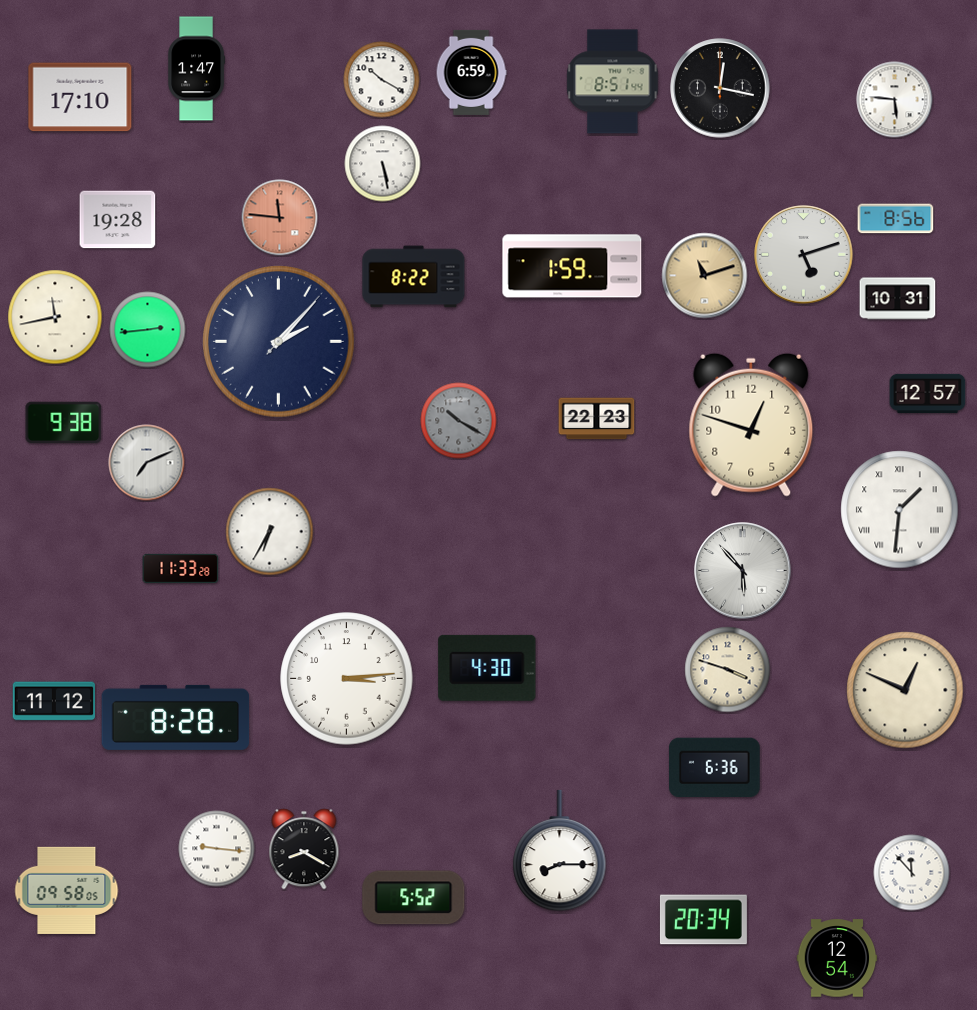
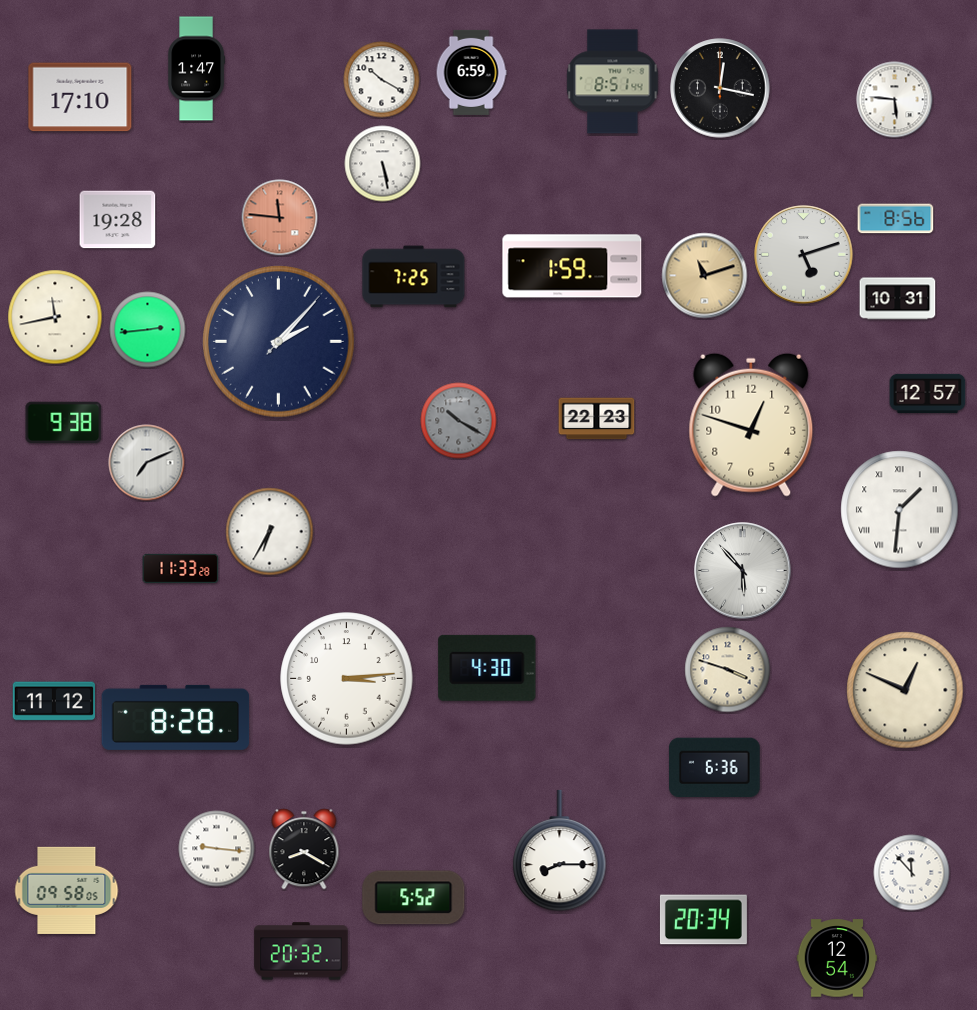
clock at (414, 277): 8:22 -> 7:25
clock at (301, 951): none -> 20:32
